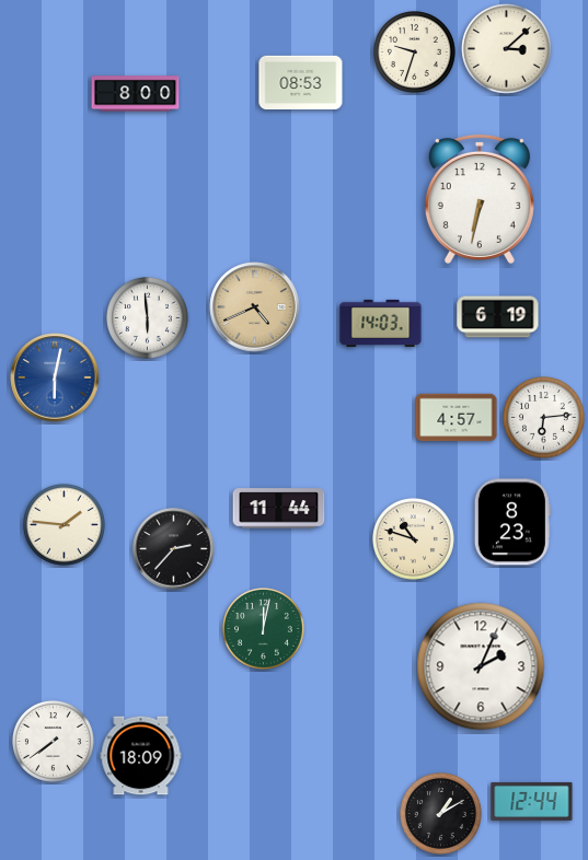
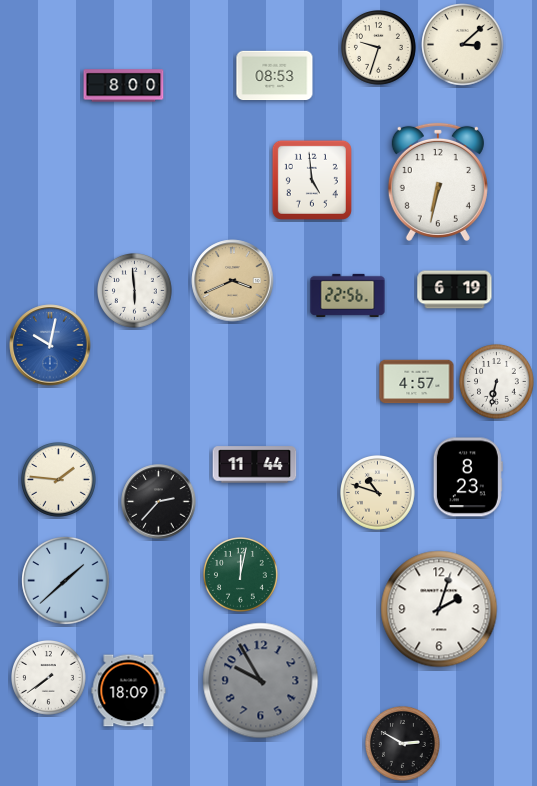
clock at (312, 180): none -> 4:59
clock at (255, 307): 4:41 -> 3:41
clock at (381, 323): 14:03 -> 22:56
clock at (55, 377): 6:02 -> 10:02
clock at (544, 418): 6:14 -> 6:32
clock at (66, 581): none -> 1:38
clock at (481, 666): 2:04 -> 2:03
clock at (261, 681): none -> 9:55
clock at (532, 801): 12:44 -> none
clock at (441, 814): 1:10 -> 2:50
